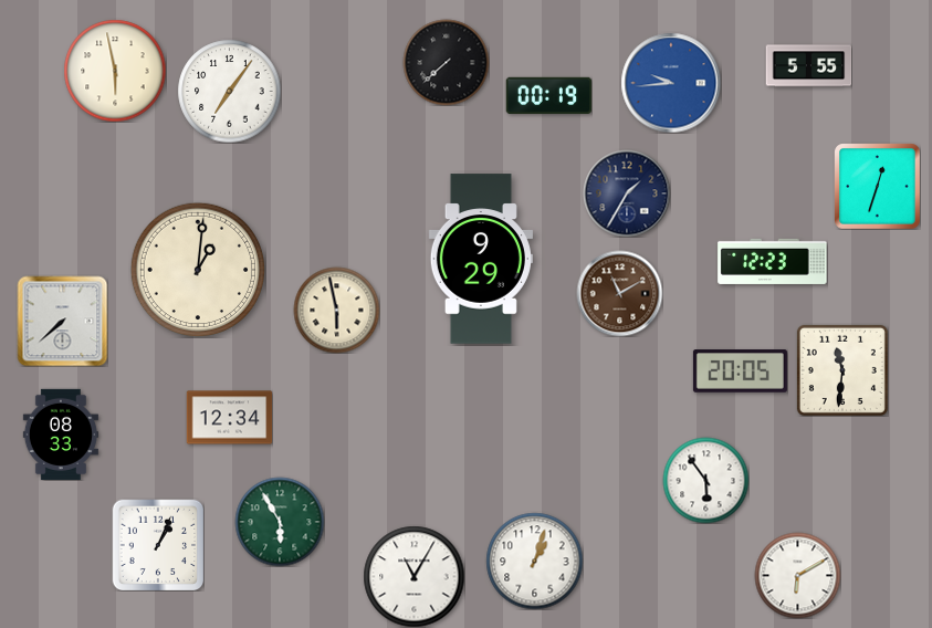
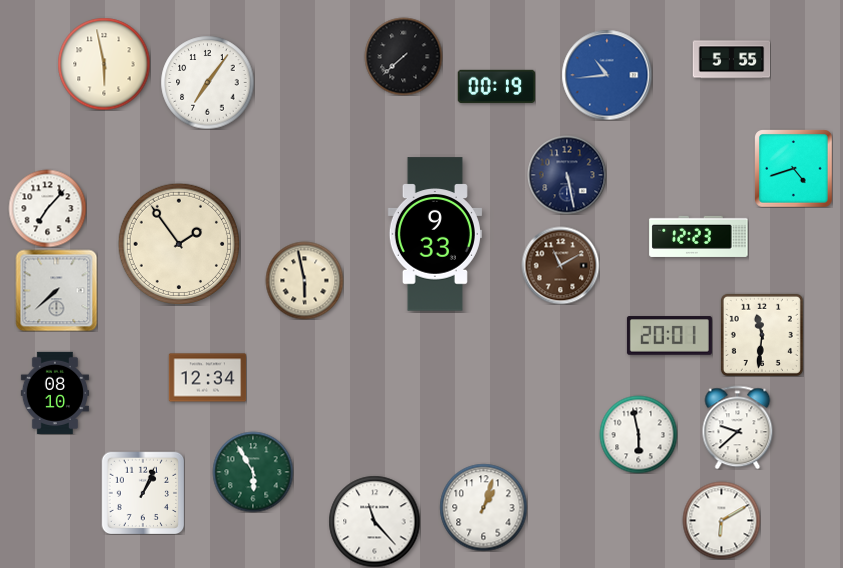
clock at (671, 83): 9:44 -> 10:44
clock at (877, 186): 12:33 -> 4:42
clock at (627, 193): 1:35 -> 5:28
clock at (47, 208): none -> 7:07
clock at (481, 259): 9:29 -> 9:33
clock at (197, 269): 1:01 -> 1:54
clock at (740, 371): 20:05 -> 20:01
clock at (61, 435): 08:33 -> 08:10
clock at (738, 427): none -> 9:38
clock at (705, 480): 5:54 -> 5:58
clock at (413, 576): 11:05 -> 11:23
